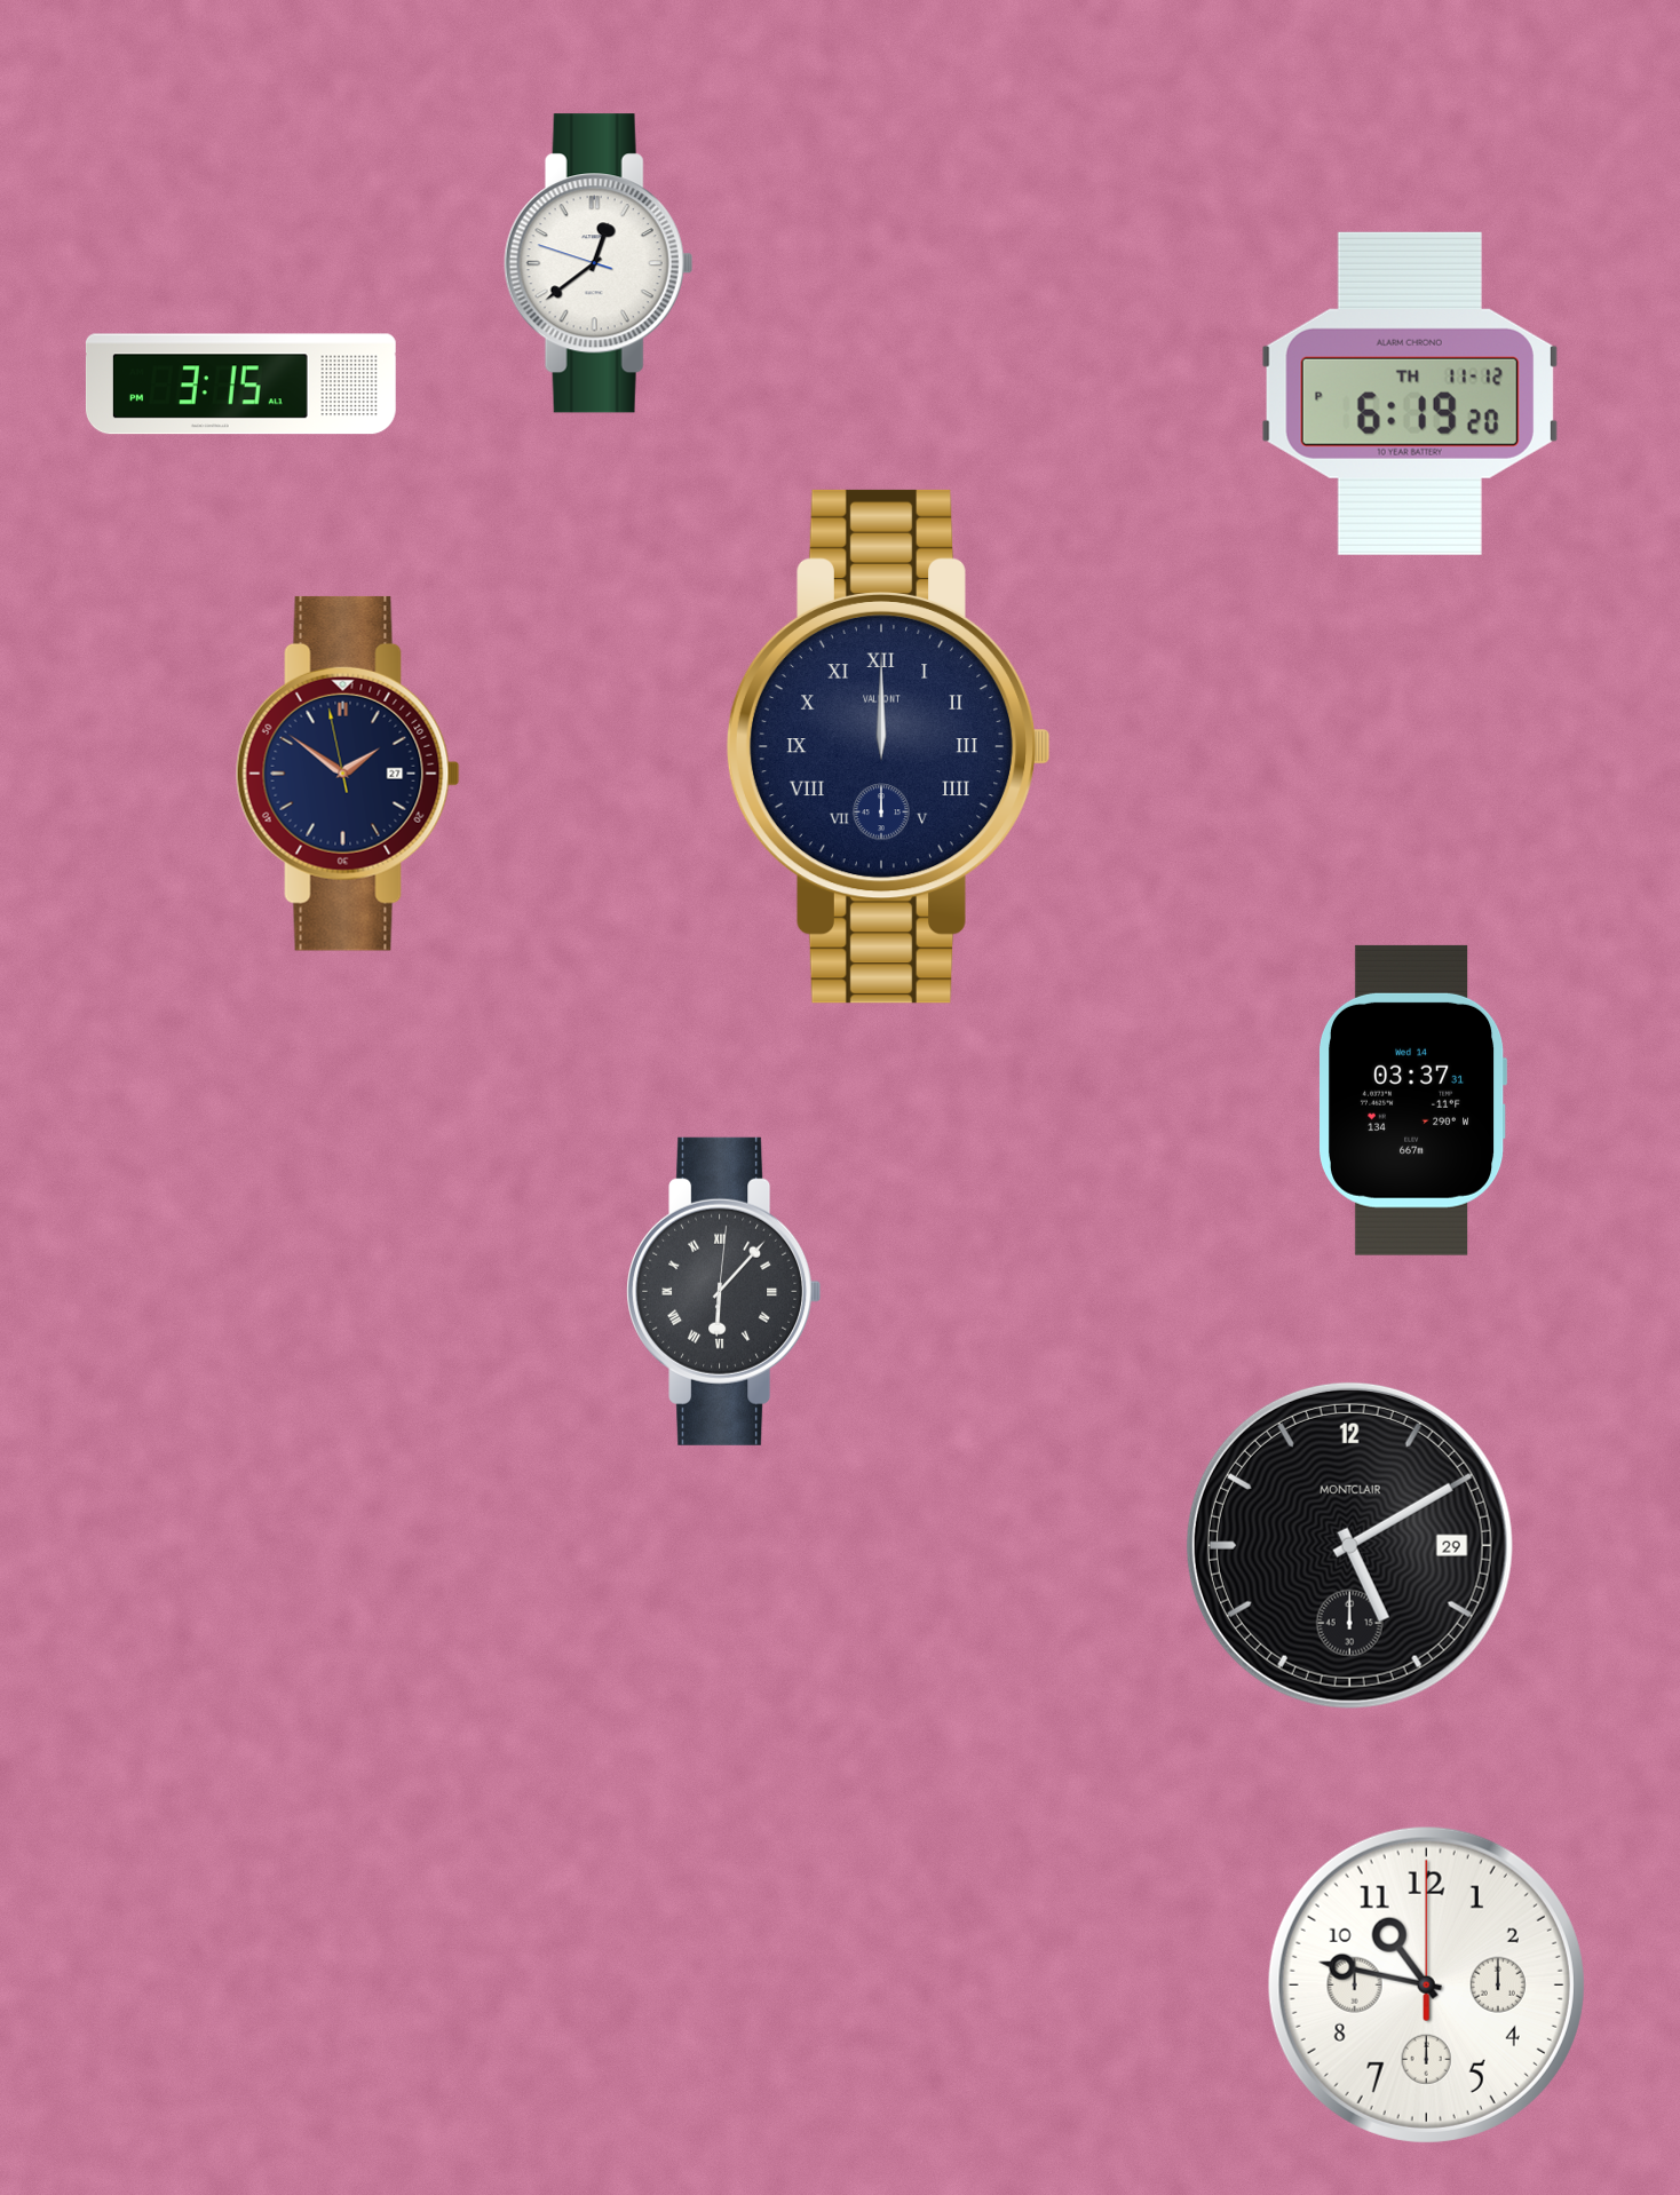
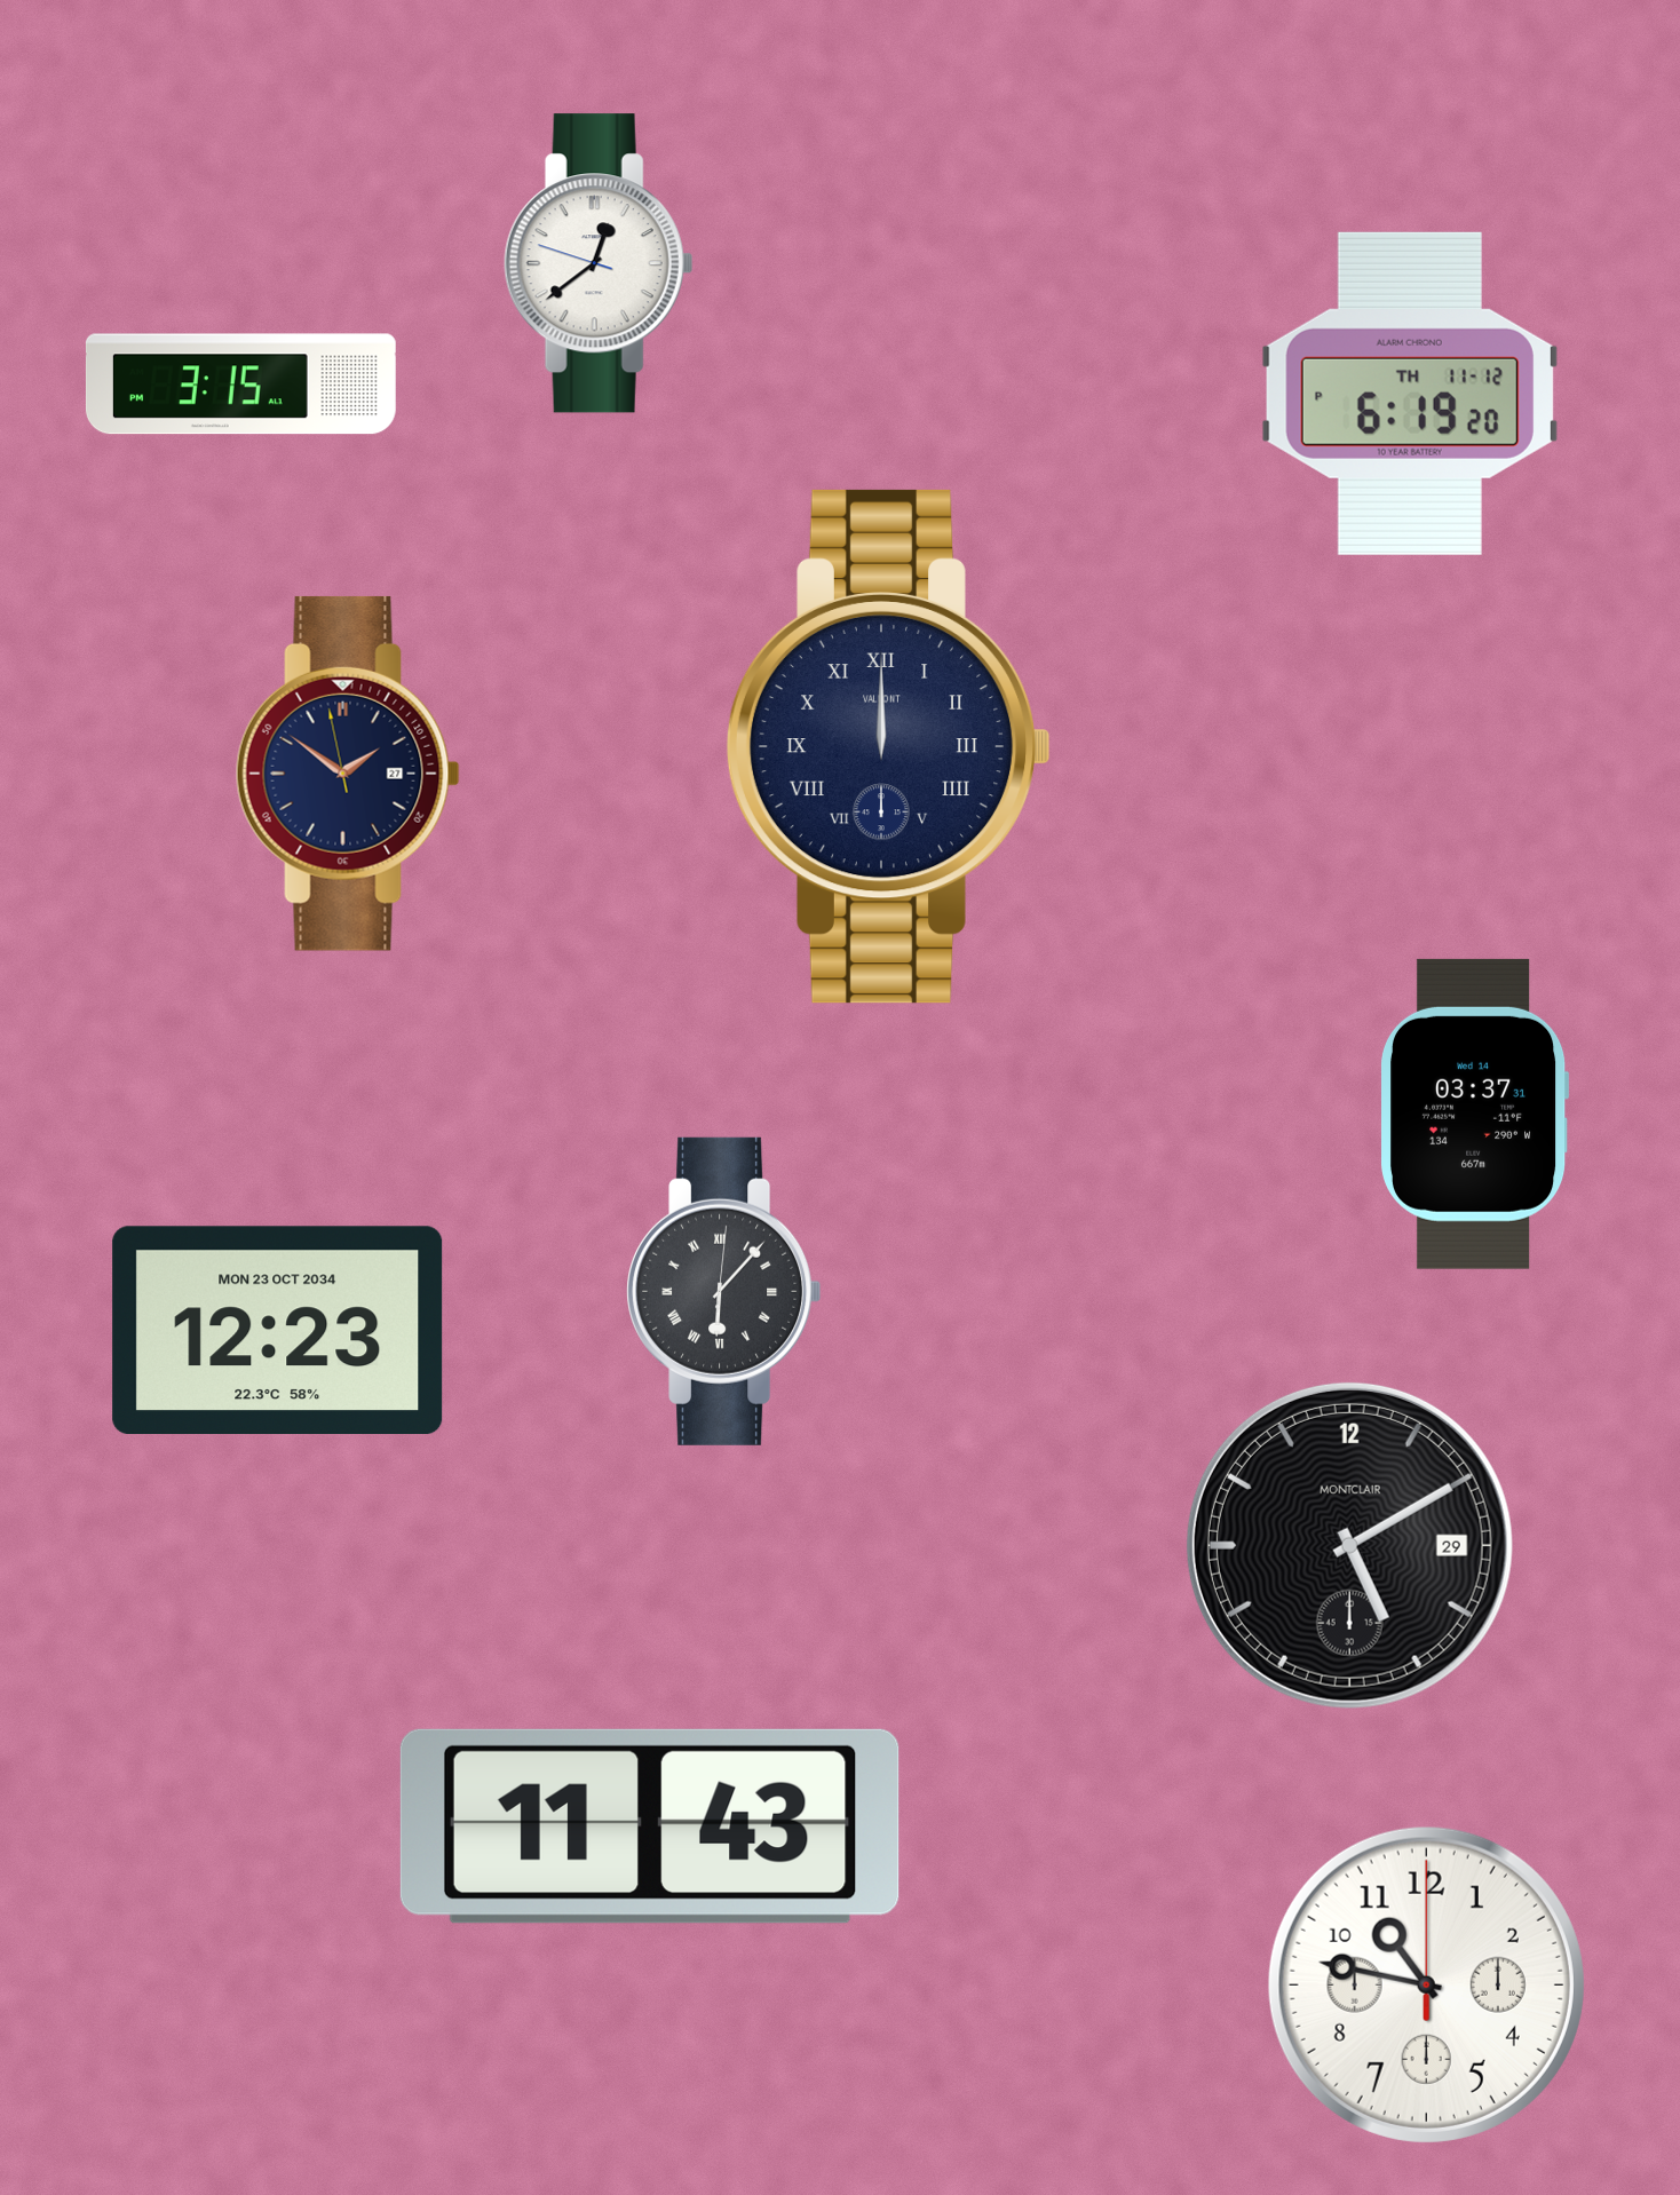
clock at (1413, 1100) position: (1413, 1100) -> (1475, 1114)
clock at (278, 1330): none -> 12:23
clock at (650, 1826): none -> 11:43
